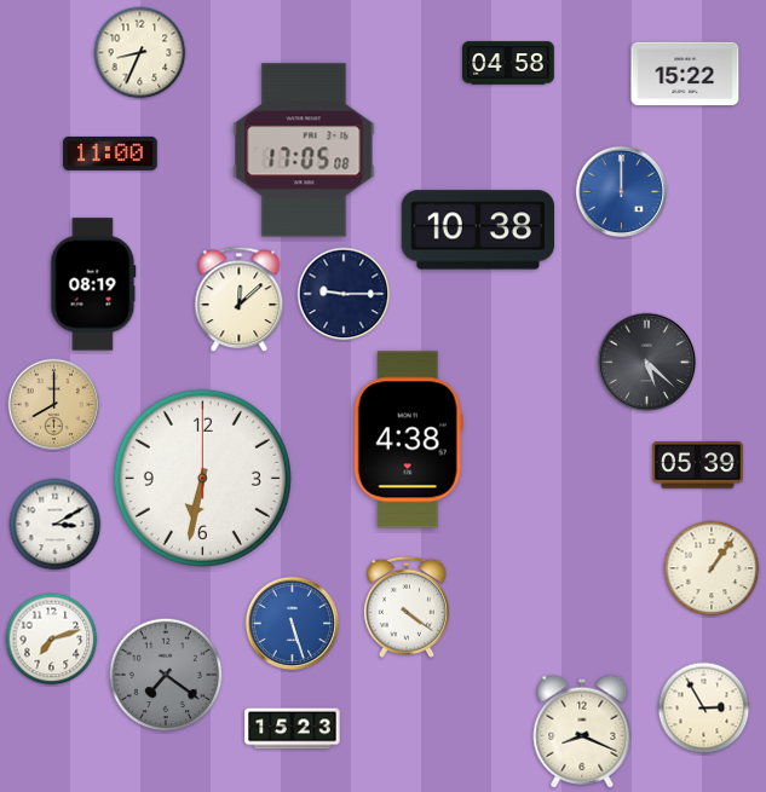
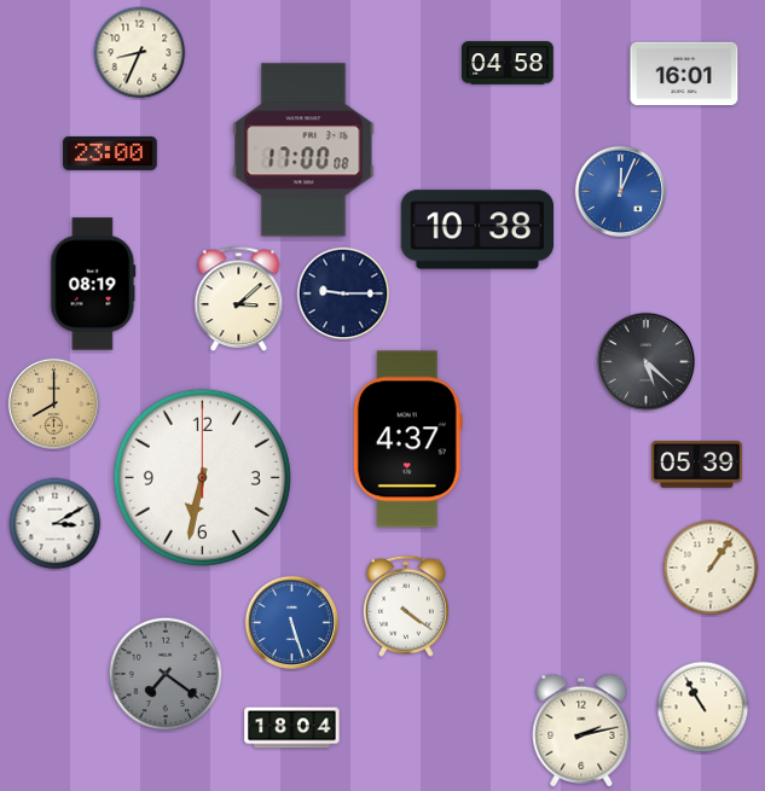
clock at (685, 74): 15:22 -> 16:01
clock at (304, 150): 17:05 -> 17:00
clock at (110, 154): 11:00 -> 23:00
clock at (622, 192): 12:00 -> 12:04
clock at (240, 300): 12:08 -> 3:08
clock at (408, 440): 4:38 -> 4:37
clock at (52, 640): 7:12 -> none
clock at (704, 709): 2:55 -> 10:55
clock at (293, 729): 15:23 -> 18:04
clock at (582, 732): 8:19 -> 2:13
